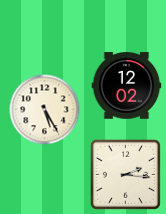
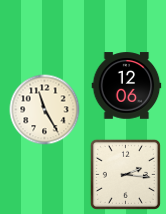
clock at (127, 86): 12:02 -> 12:06
clock at (45, 110): 5:25 -> 11:25
